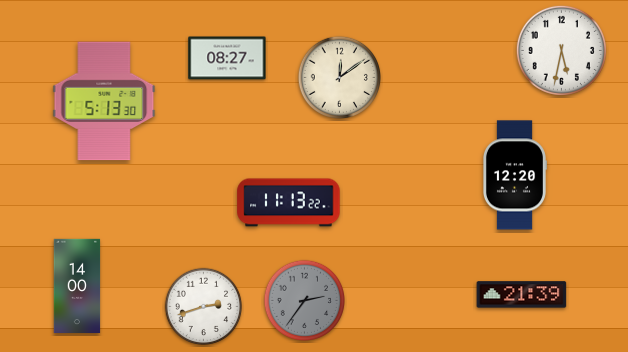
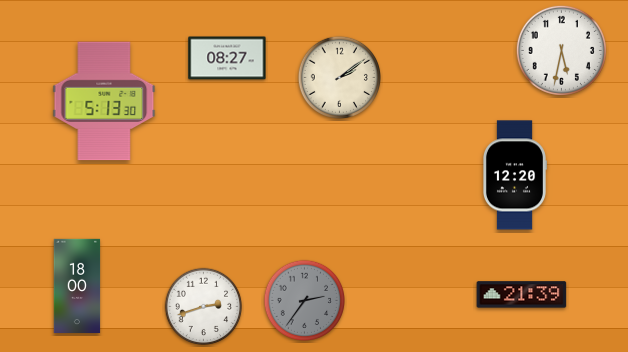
clock at (339, 77): 12:09 -> 2:09
clock at (289, 203): 11:13 -> none
clock at (77, 286): 14:00 -> 18:00
